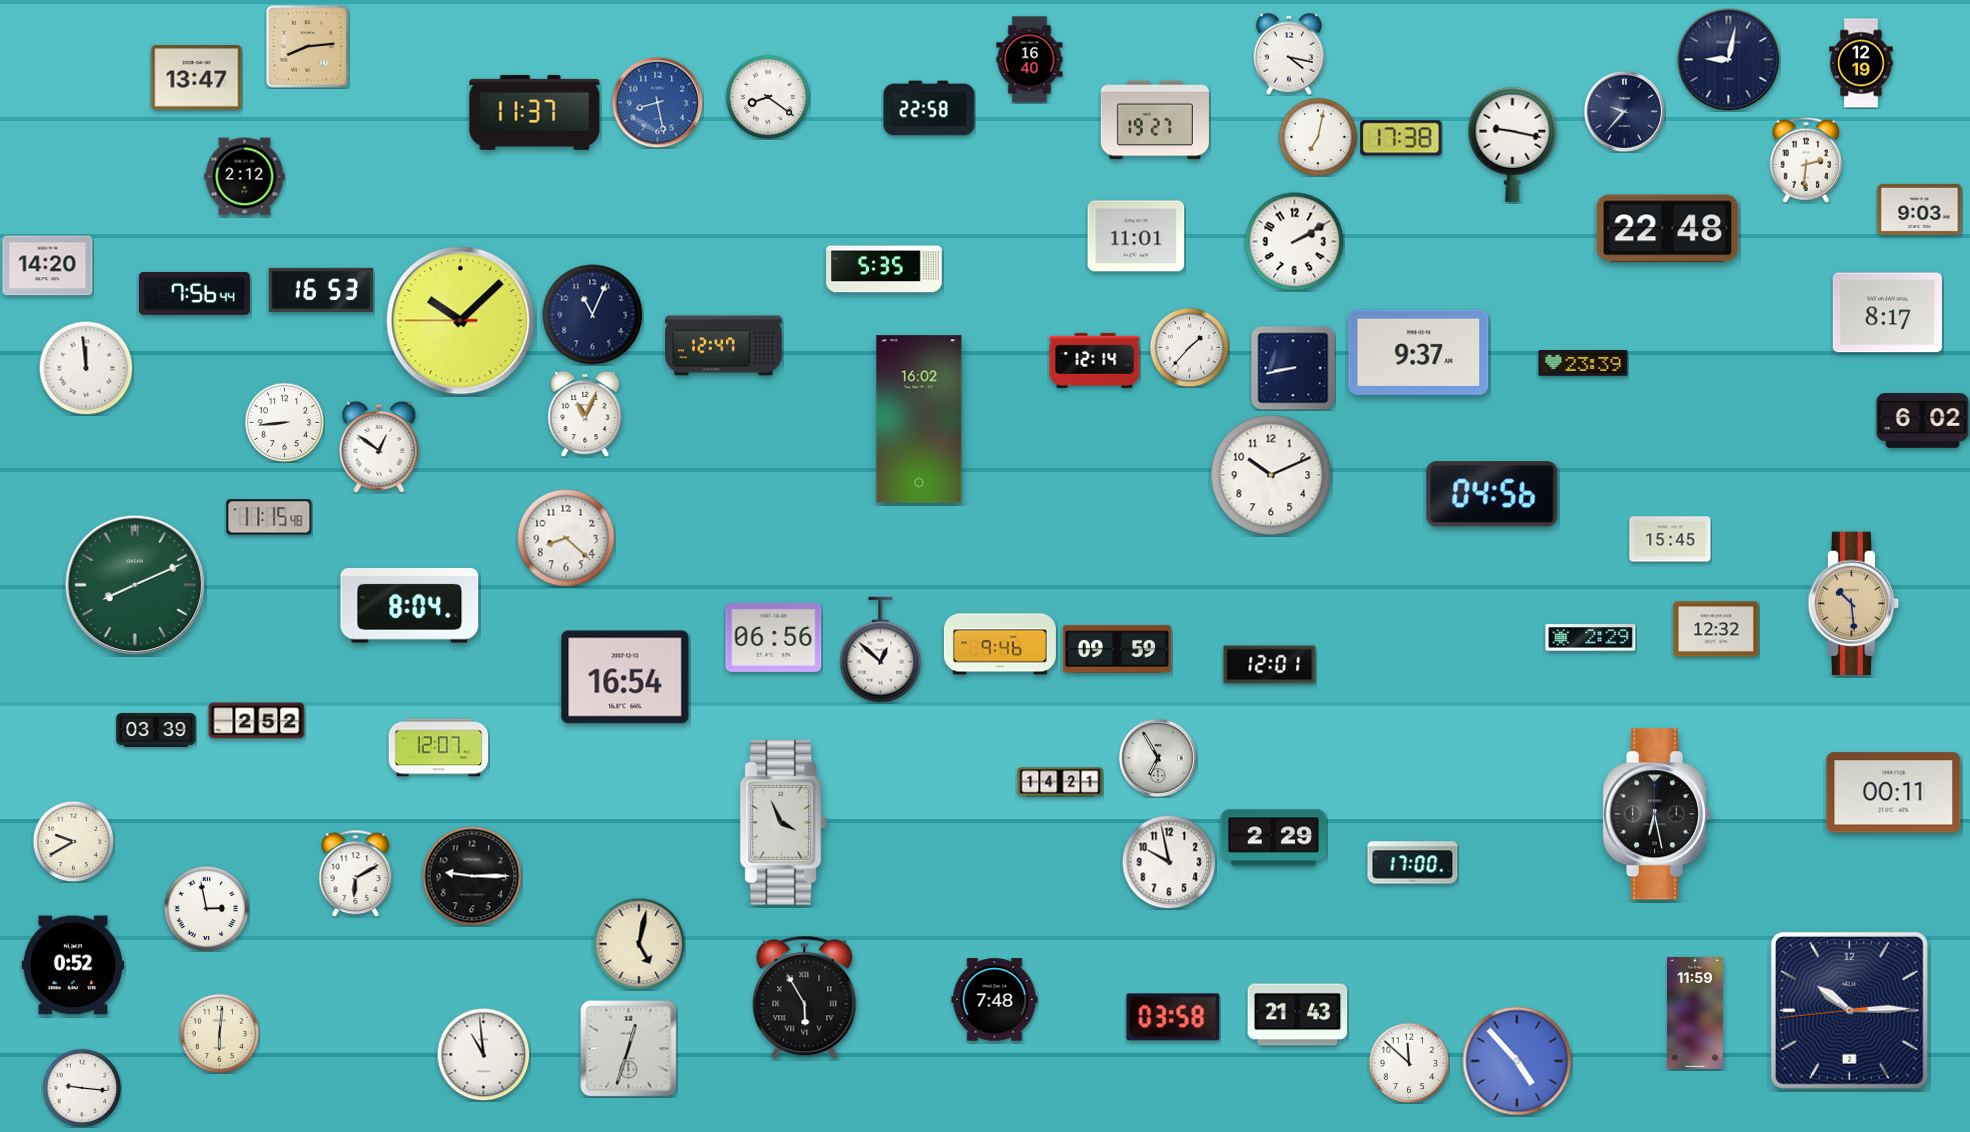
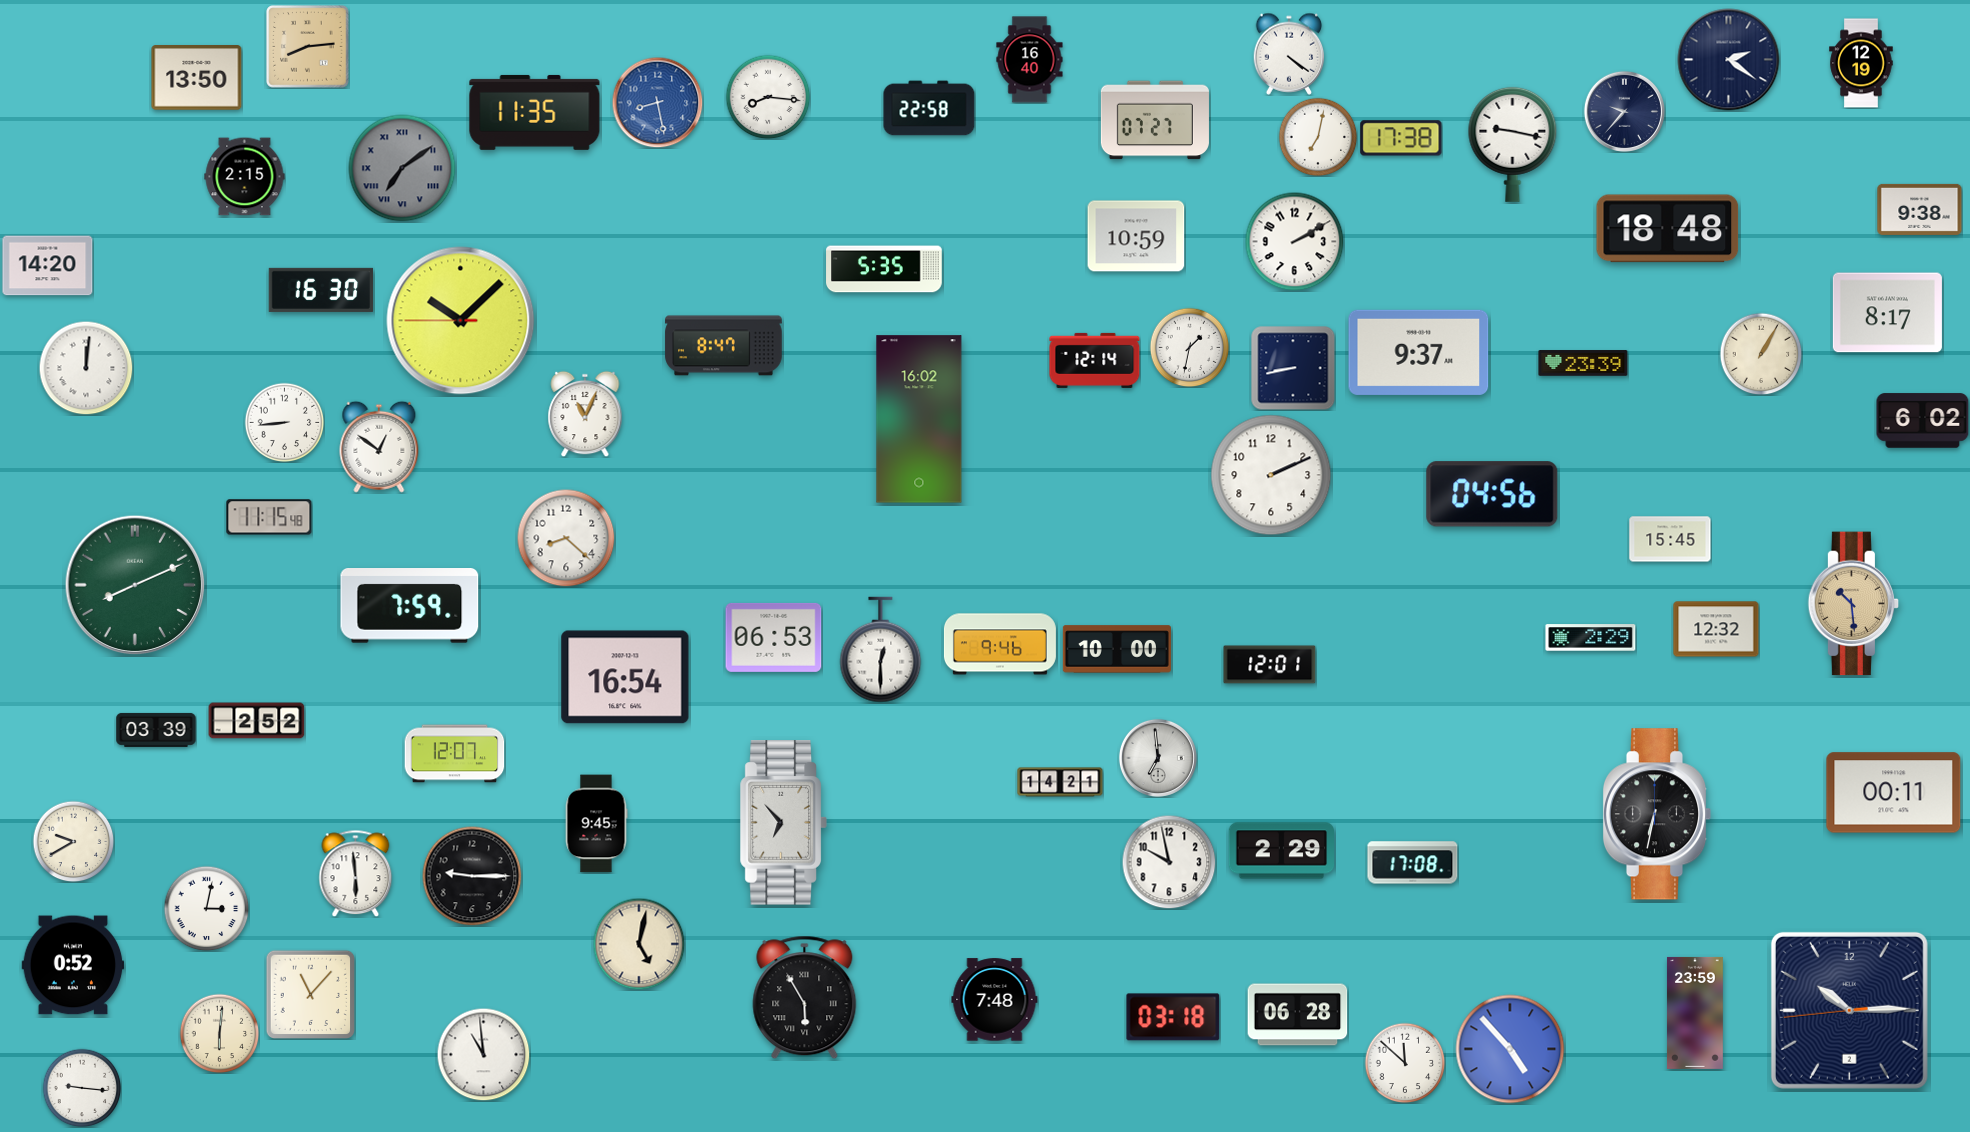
clock at (1289, 54): 4:17 -> 4:21
clock at (1729, 60): 9:02 -> 2:21
clock at (197, 78): 13:47 -> 13:50
clock at (768, 97): 8:21 -> 8:16
clock at (535, 112): 11:37 -> 11:35
clock at (1155, 120): 19:27 -> 07:27
clock at (1806, 160): 2:31 -> none
clock at (402, 168): none -> 7:09
clock at (245, 177): 2:12 -> 2:15
clock at (1920, 209): 9:03 -> 9:38
clock at (1668, 229): 22:48 -> 18:48
clock at (1136, 236): 11:01 -> 10:59
clock at (321, 290): 16:53 -> 16:30
clock at (194, 293): 7:56 -> none
clock at (593, 315): 11:04 -> none
clock at (724, 346): 12:47 -> 8:47
clock at (1189, 347): 1:37 -> 1:32
clock at (1761, 354): none -> 1:05
clock at (86, 368): 11:59 -> 12:01
clock at (1271, 475): 10:11 -> 2:11
clock at (410, 606): 8:04 -> 7:59
clock at (774, 637): 06:56 -> 06:53
clock at (1117, 649): 09:59 -> 10:00
clock at (881, 650): 12:52 -> 12:30
clock at (439, 748) position: (439, 748) -> (455, 754)
clock at (1158, 758): 6:55 -> 6:59
clock at (1657, 814): 6:28 -> 6:32
clock at (783, 823): 3:56 -> 6:53
clock at (596, 824): none -> 9:45
clock at (1273, 838) position: (1273, 838) -> (1281, 851)
clock at (1413, 863): 17:00 -> 17:08
clock at (356, 873): 6:10 -> 5:59
clock at (206, 908): 2:58 -> 3:02
clock at (310, 994): none -> 11:07
clock at (1695, 1013): 11:59 -> 23:59
clock at (1298, 1015): 21:43 -> 06:28
clock at (1173, 1017): 03:58 -> 03:18
clock at (629, 1049): 12:33 -> none
clock at (1517, 1061) position: (1517, 1061) -> (1510, 1049)
clock at (1409, 1063) position: (1409, 1063) -> (1405, 1063)
